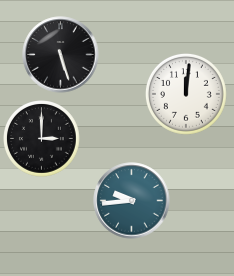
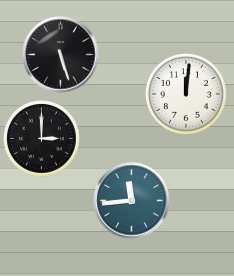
clock at (132, 201): 9:44 -> 11:44
